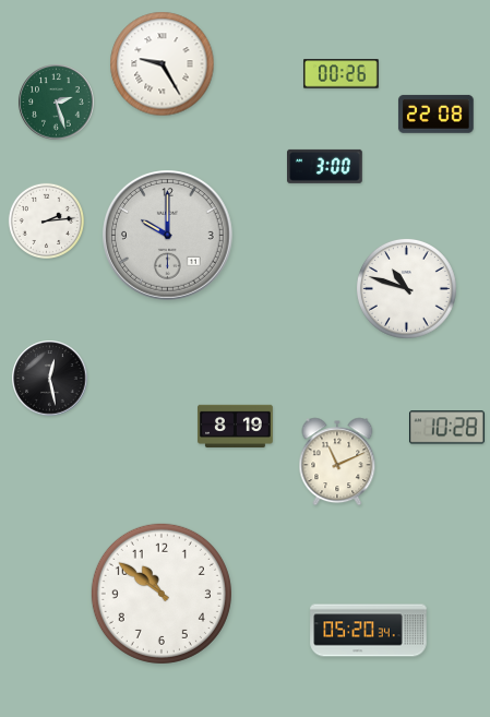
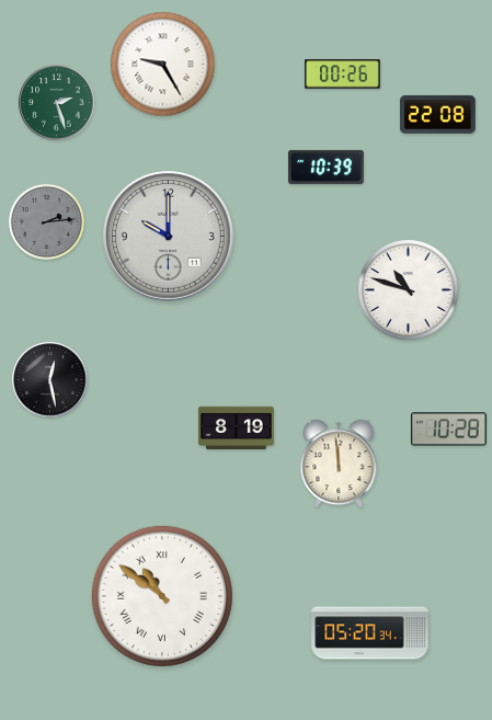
clock at (325, 166): 3:00 -> 10:39
clock at (46, 220) dial: white -> grey
clock at (337, 462): 11:11 -> 11:59
clock at (162, 594) numerals: Arabic -> Roman
